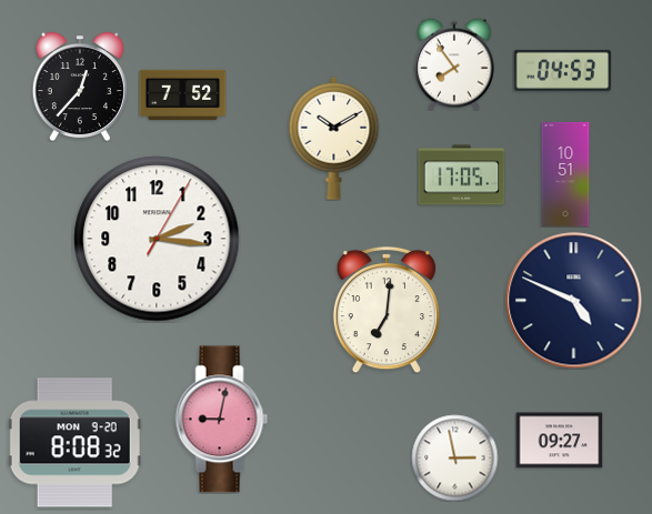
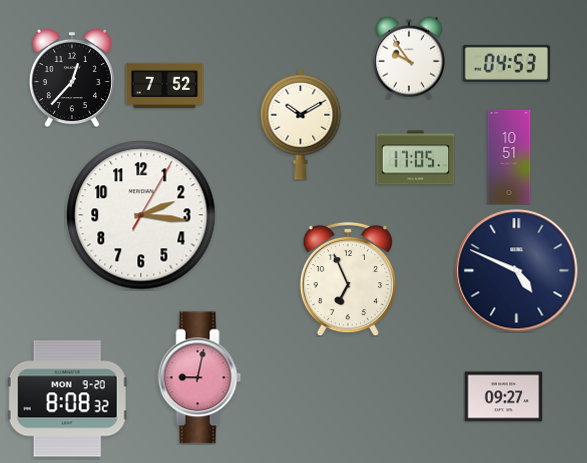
clock at (454, 64): 7:54 -> 9:54
clock at (387, 310): 7:01 -> 6:56
clock at (454, 457): 2:58 -> none
